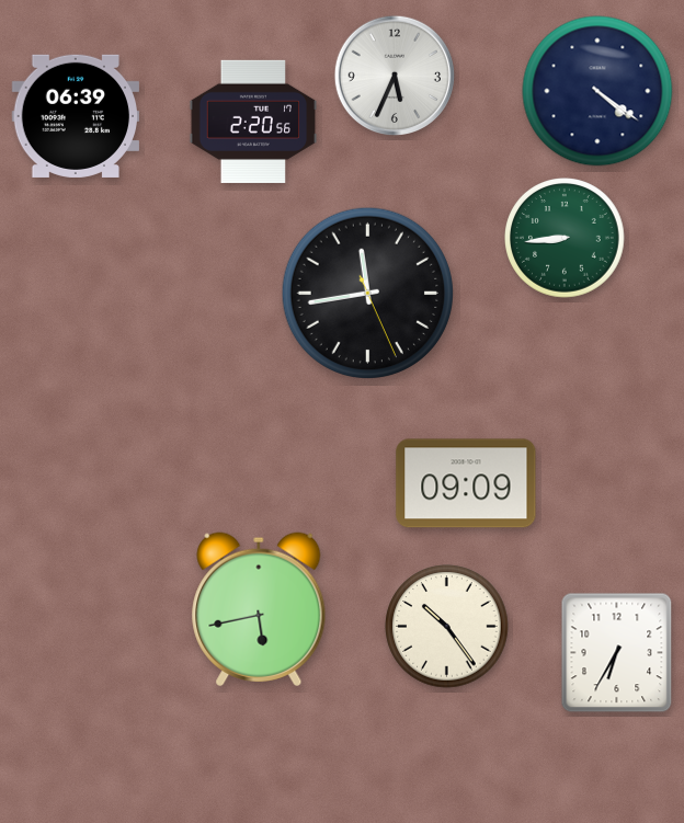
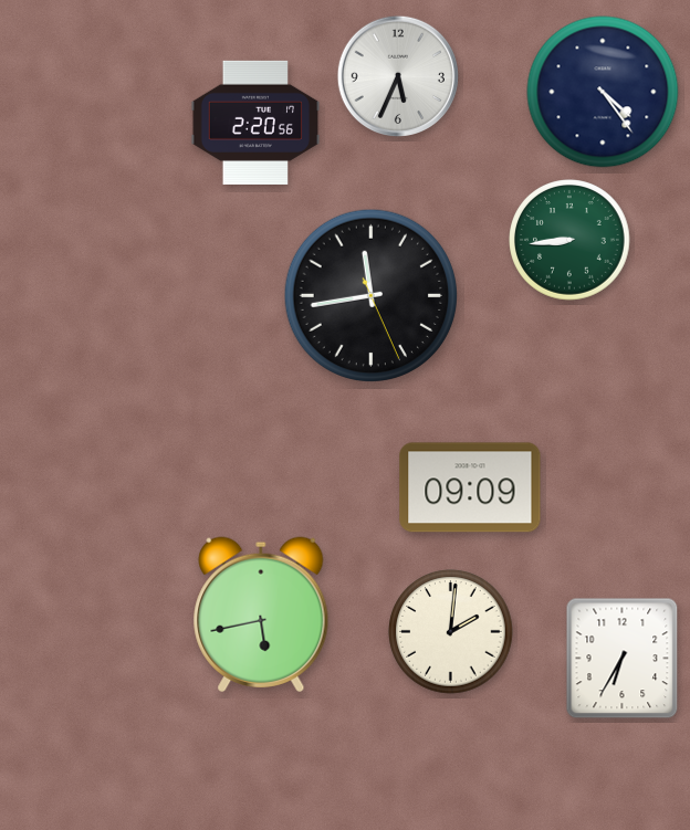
clock at (597, 91): 4:21 -> 4:24
clock at (75, 116): 06:39 -> none
clock at (447, 627): 10:24 -> 2:01
